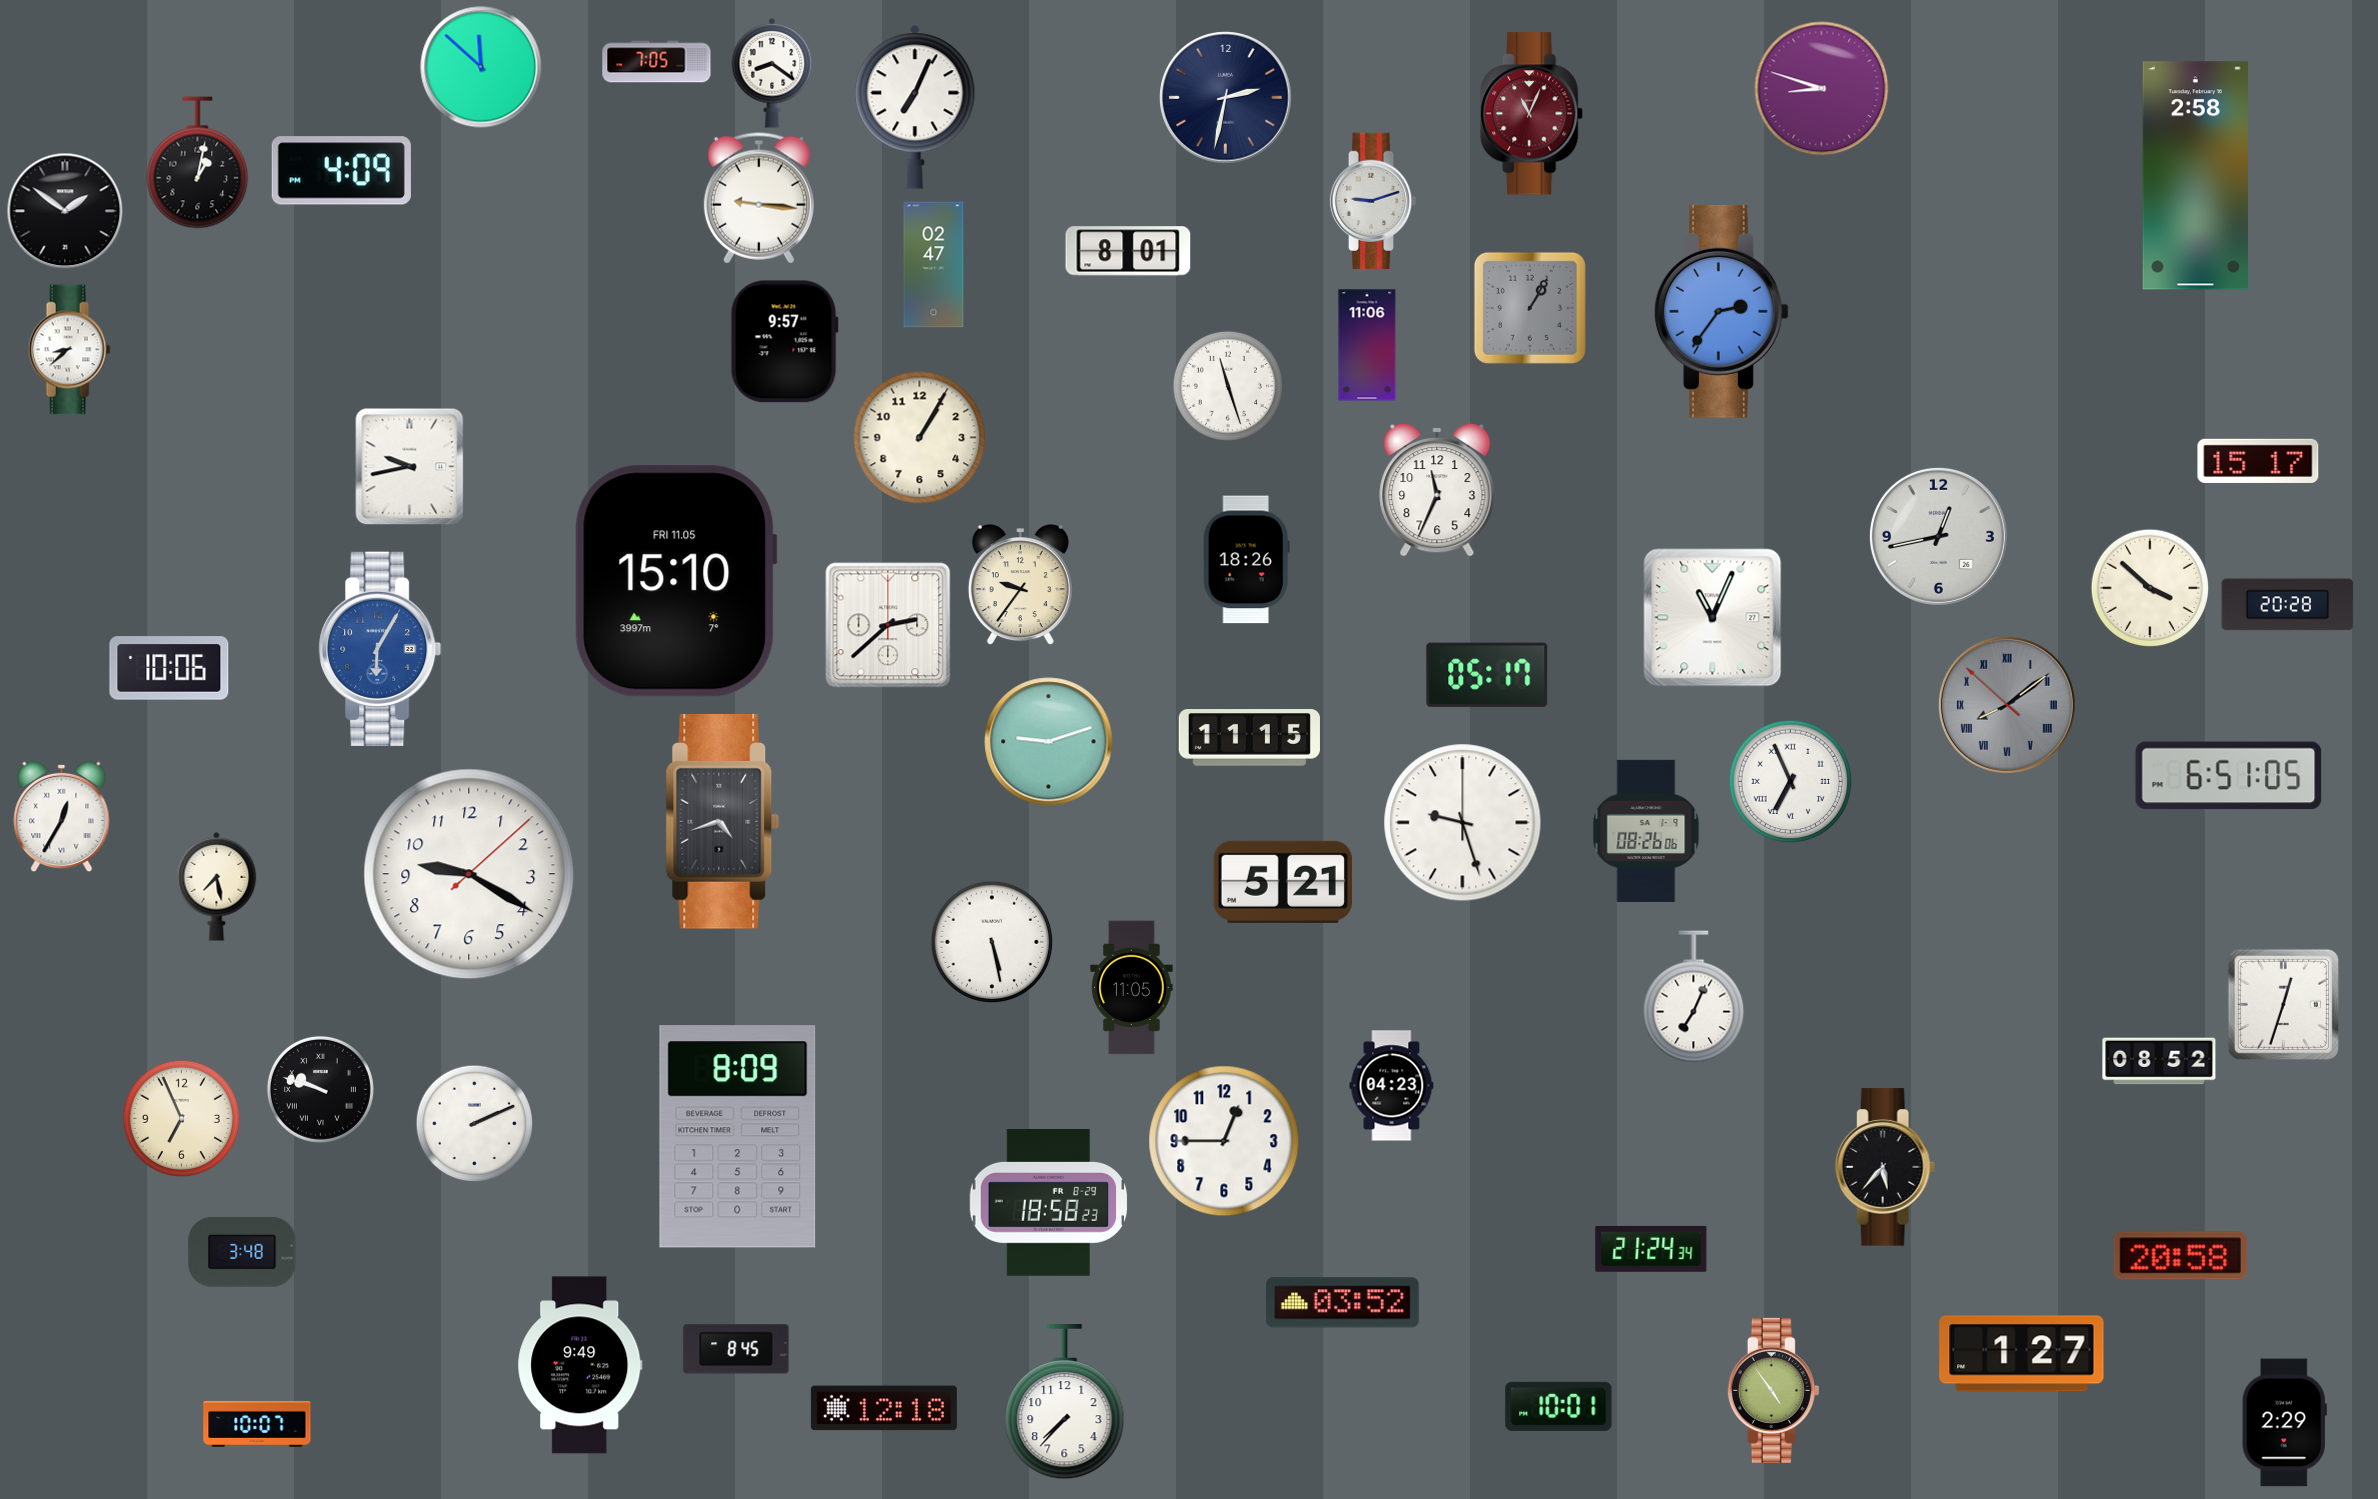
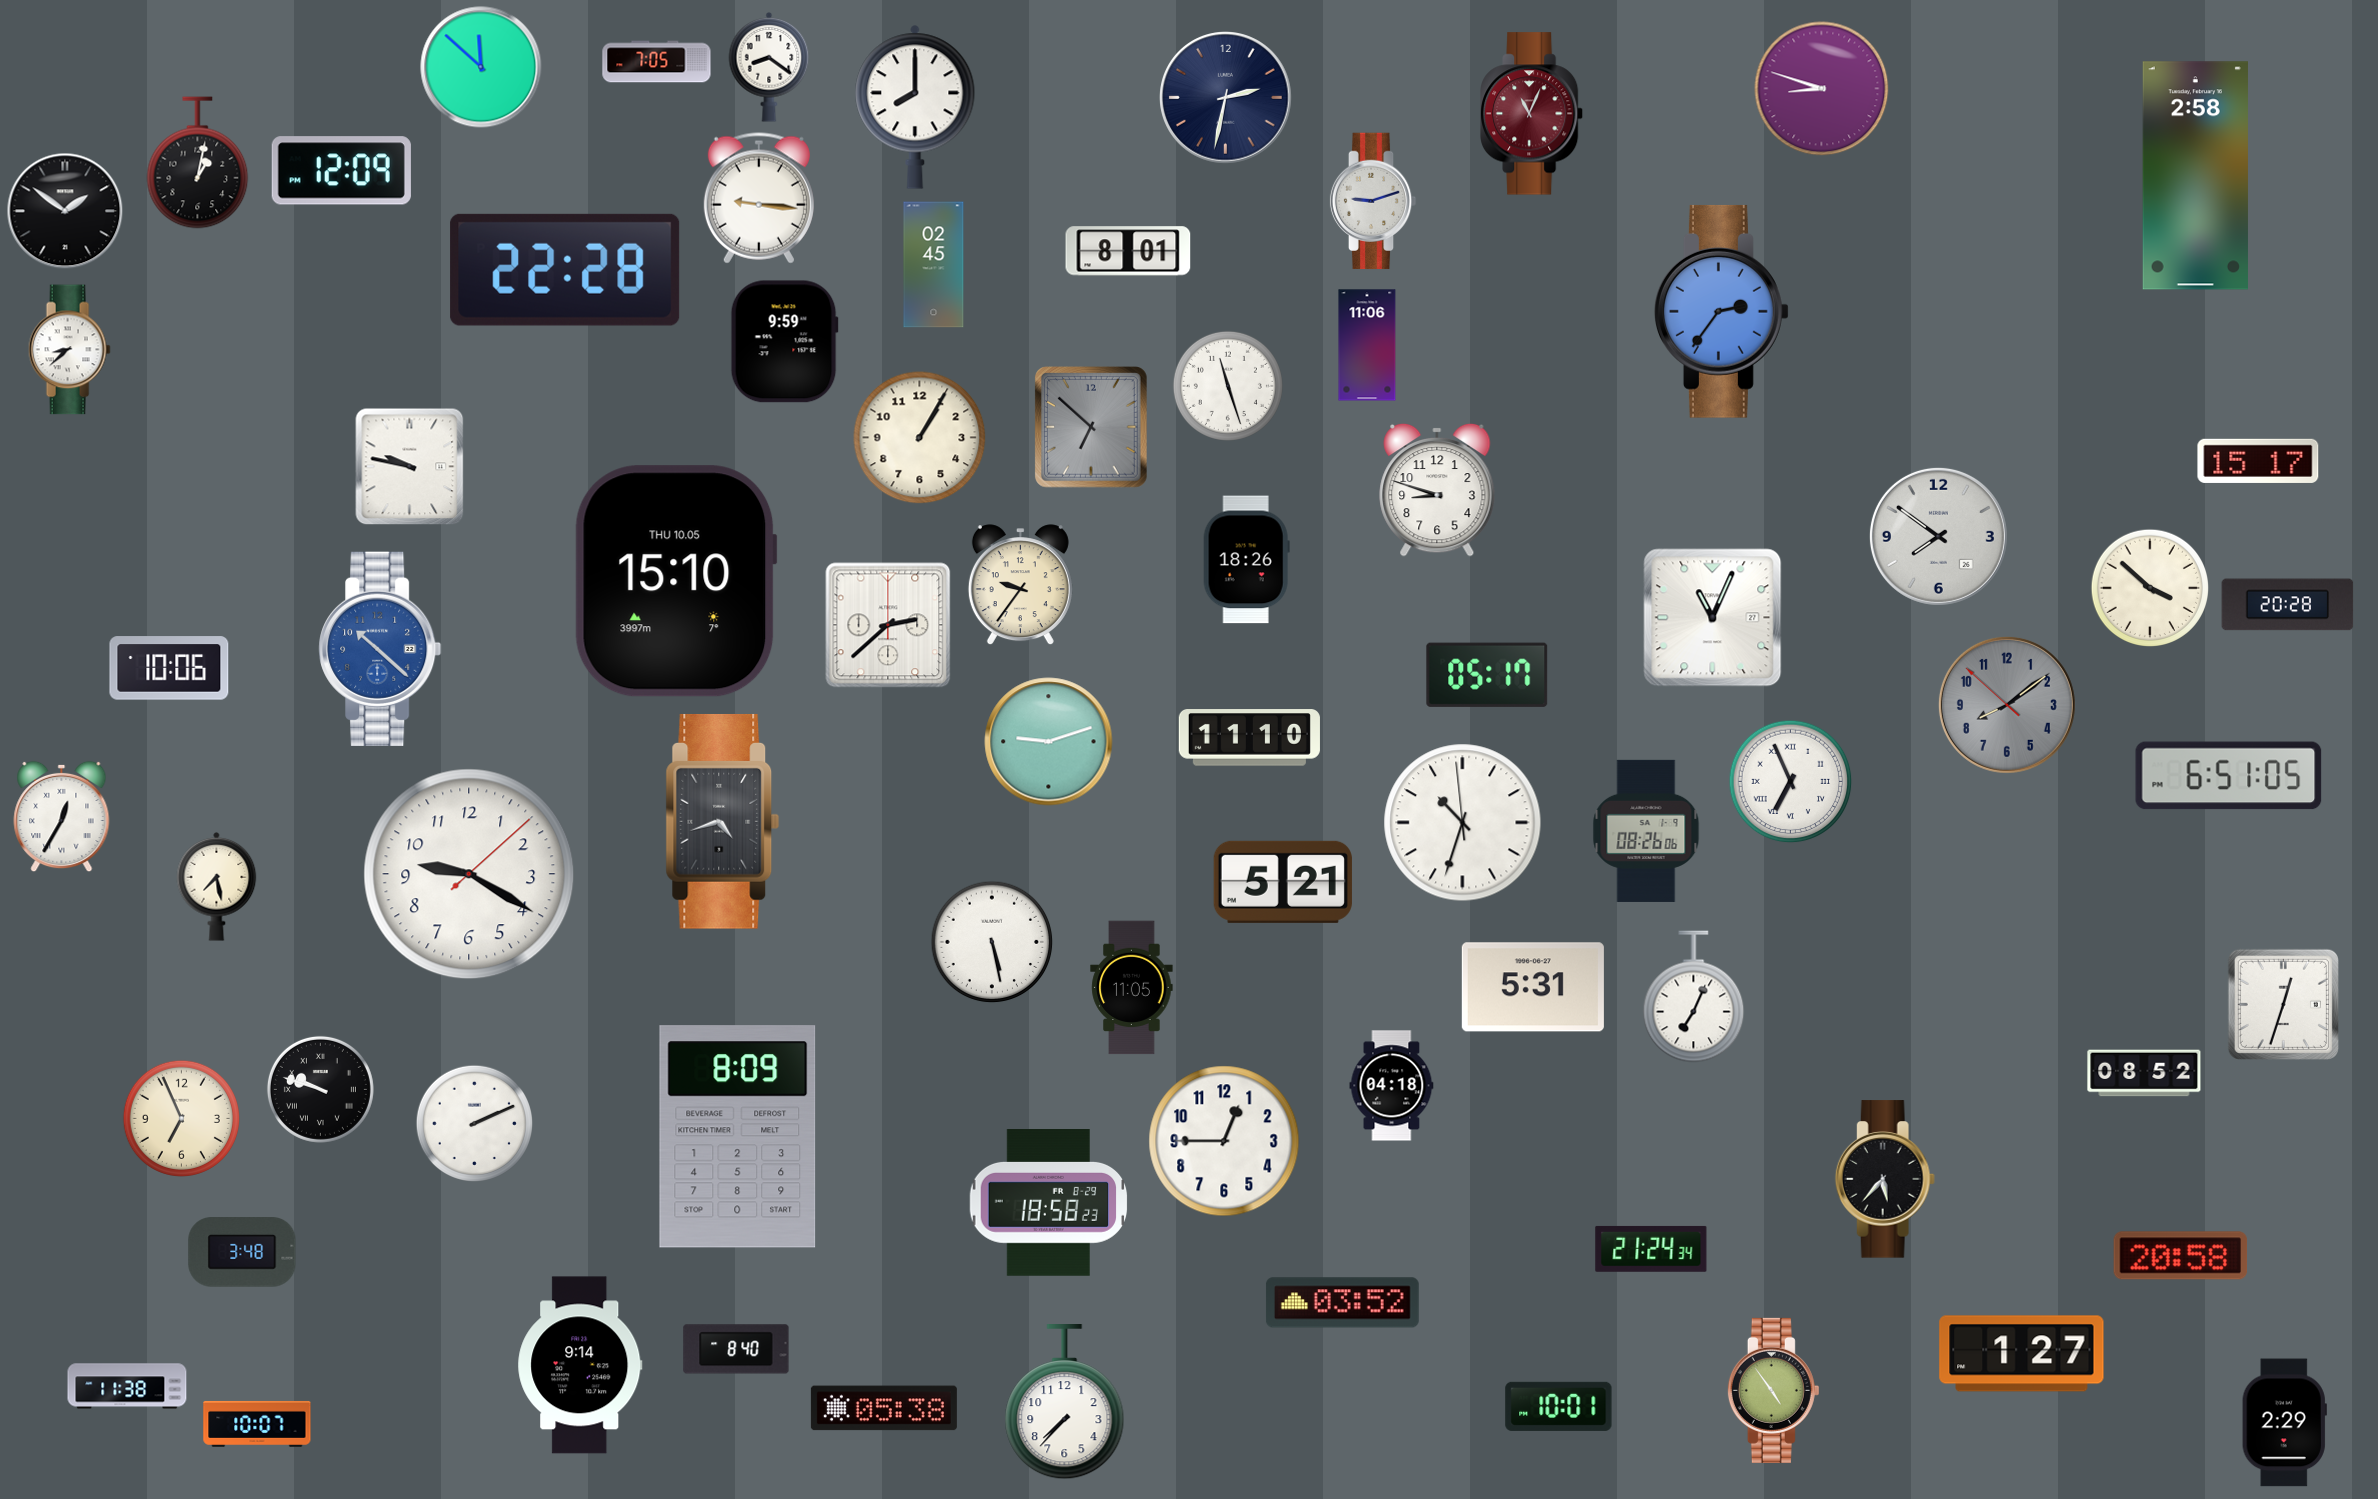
clock at (772, 73) position: (772, 73) -> (769, 67)
clock at (915, 107): 7:04 -> 8:00
clock at (341, 171): 4:09 -> 12:09
clock at (934, 265): 02:47 -> 02:45
clock at (565, 270): none -> 22:28
clock at (1530, 308): 1:05 -> none
clock at (784, 342): 9:57 -> 9:59
clock at (1092, 428): none -> 6:52
clock at (410, 466): 9:43 -> 9:47
clock at (1437, 490): 11:34 -> 8:48
clock at (1938, 536): 12:43 -> 7:51
clock at (676, 581) date: FRI 11.05 -> THU 10.05
clock at (380, 649): 6:05 -> 10:22
clock at (2007, 705) numerals: Roman -> Arabic
clock at (1249, 738): 11:15 -> 11:10
clock at (1463, 823): 9:27 -> 10:32
clock at (1533, 987): none -> 5:31
clock at (2159, 1061) position: (2159, 1061) -> (2144, 1073)
clock at (1392, 1086): 04:23 -> 04:18
clock at (1885, 1167) position: (1885, 1167) -> (1885, 1179)
clock at (736, 1349): 8:45 -> 8:40
clock at (580, 1365): 9:49 -> 9:14
clock at (127, 1386): none -> 11:38
clock at (884, 1408): 12:18 -> 05:38
